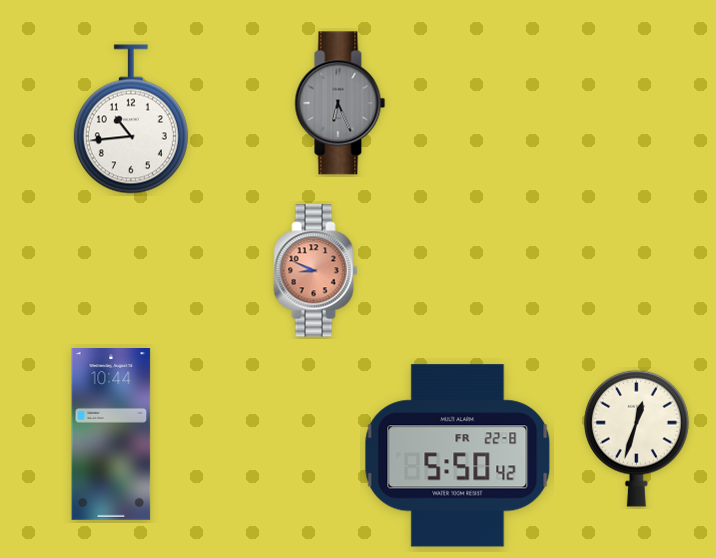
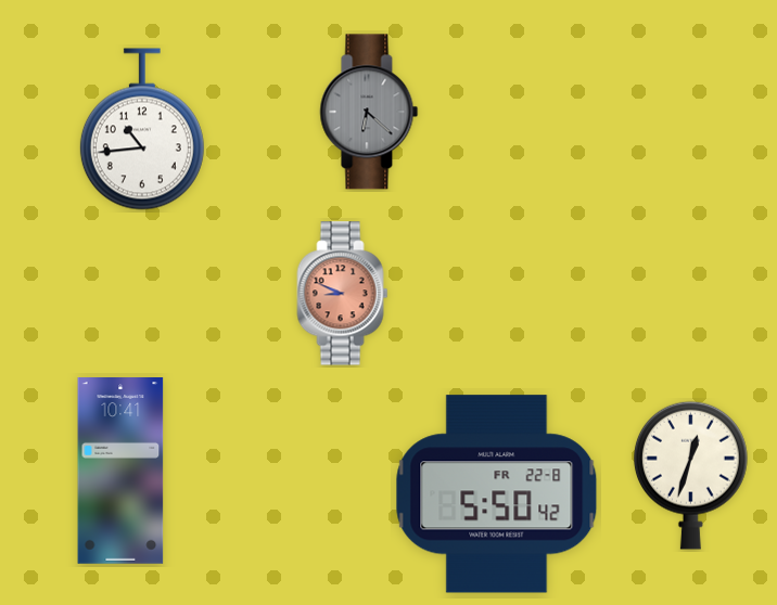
clock at (340, 103): 6:26 -> 6:22
clock at (111, 435): 10:44 -> 10:41
